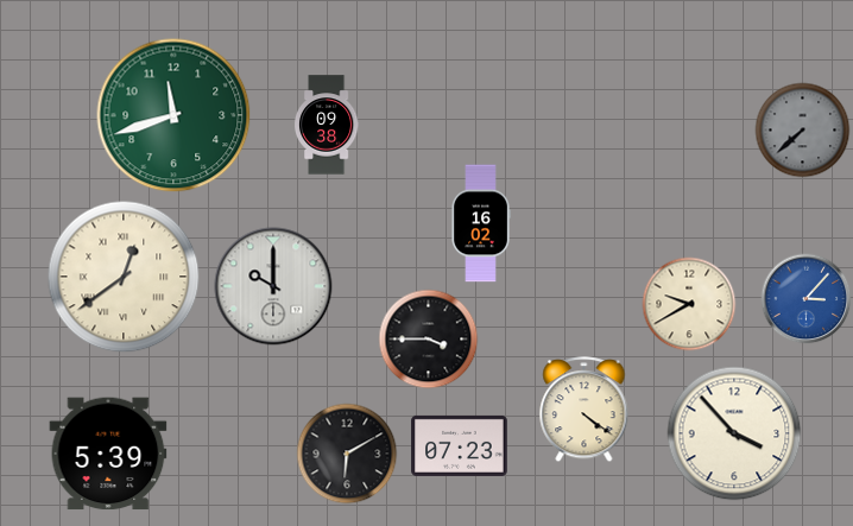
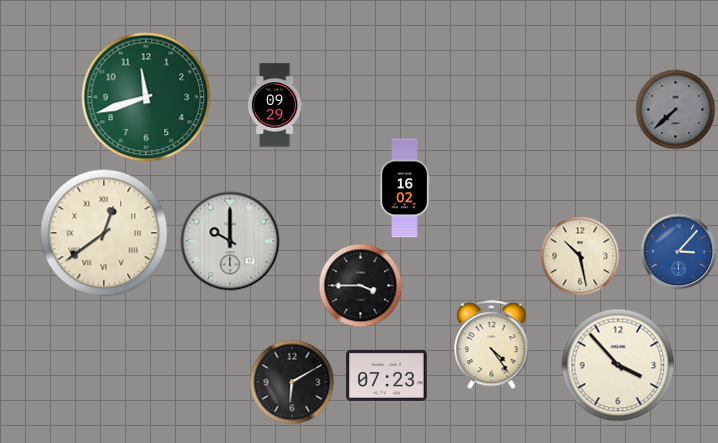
clock at (327, 125): 09:38 -> 09:29
clock at (689, 304): 9:40 -> 10:28
clock at (585, 410): 4:21 -> 4:24
clock at (108, 454): 5:39 -> none
